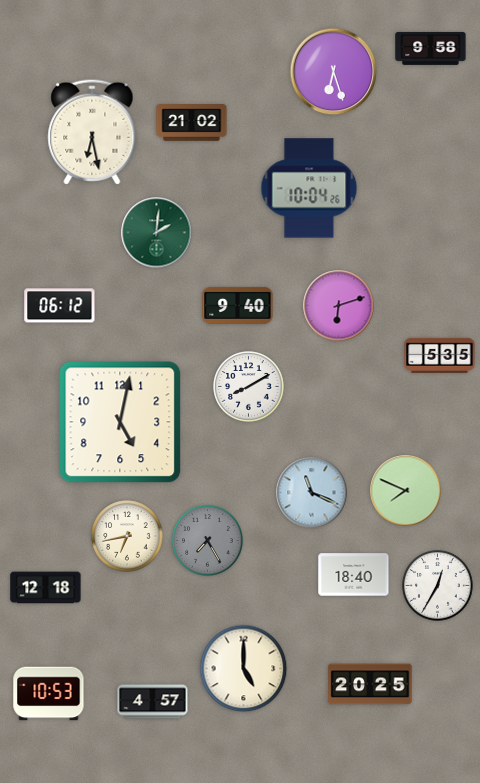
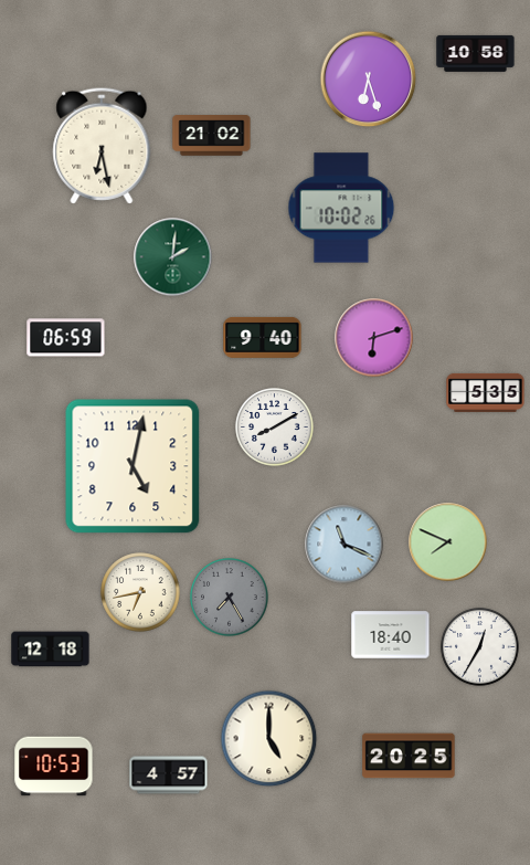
clock at (431, 48): 9:58 -> 10:58
clock at (309, 188): 10:04 -> 10:02
clock at (60, 306): 06:12 -> 06:59
clock at (438, 586) position: (438, 586) -> (480, 647)
